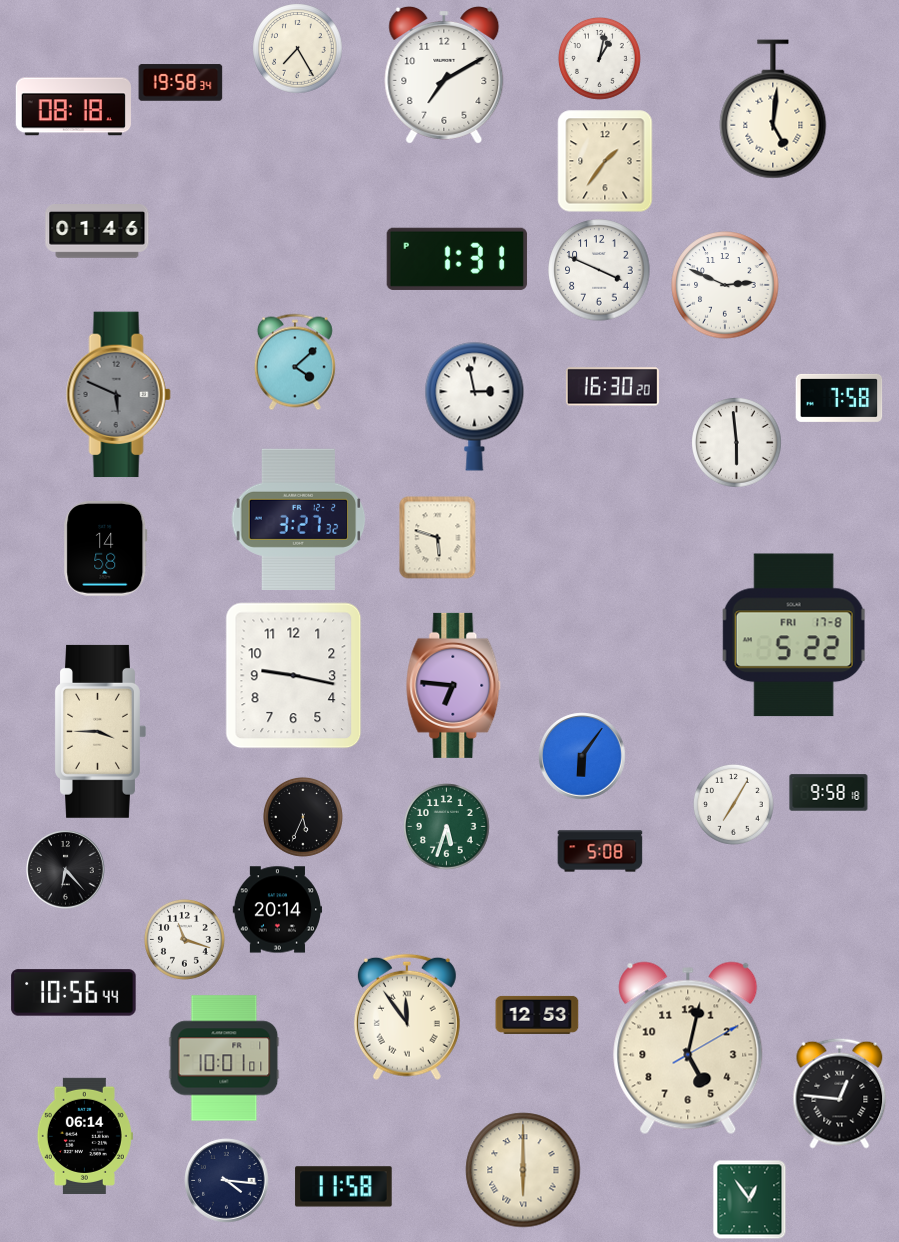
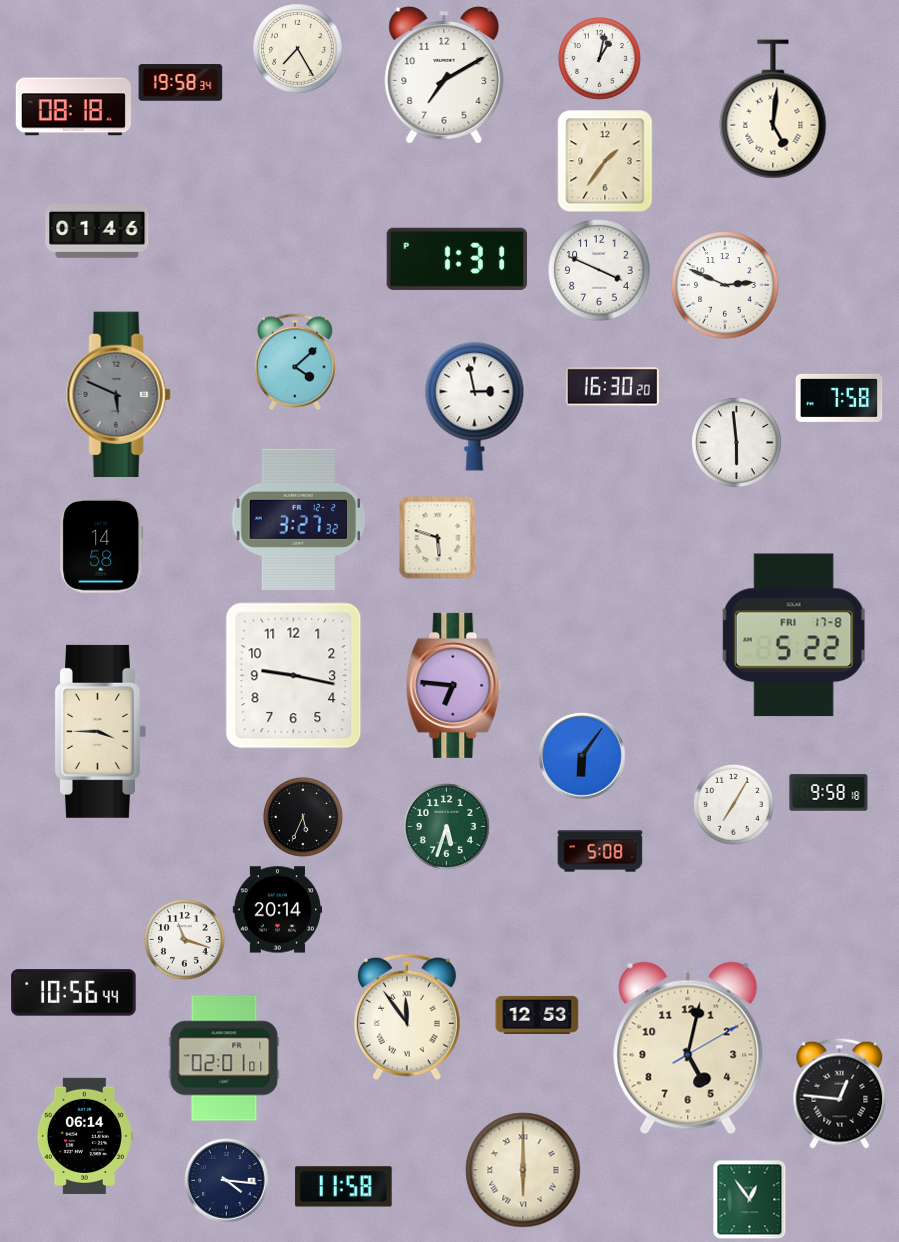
clock at (106, 548) position: (106, 548) -> (102, 545)
clock at (66, 870): 6:23 -> none
clock at (224, 1058): 10:01 -> 02:01
